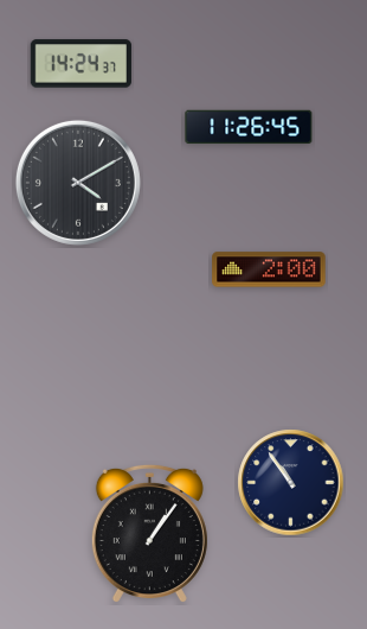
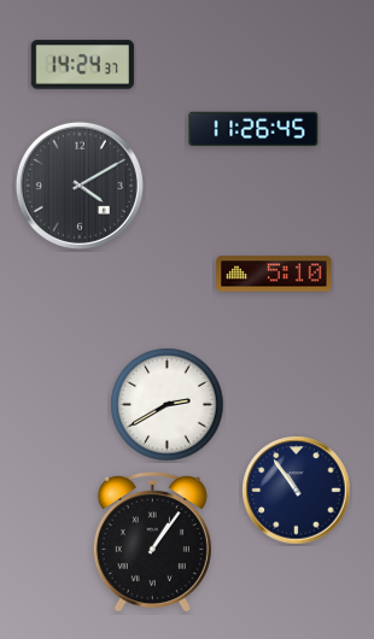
clock at (269, 269): 2:00 -> 5:10
clock at (168, 405): none -> 2:40
